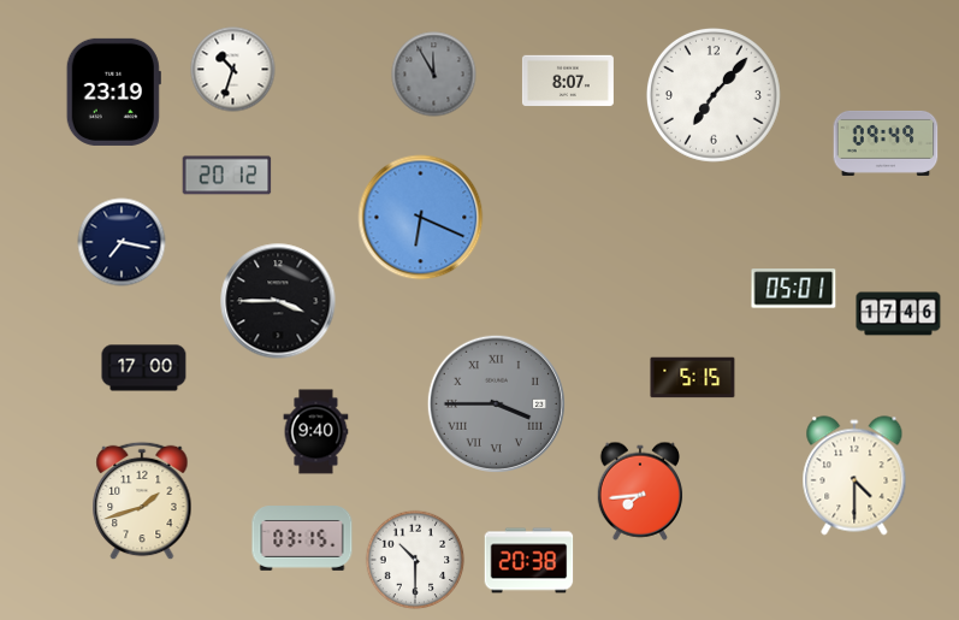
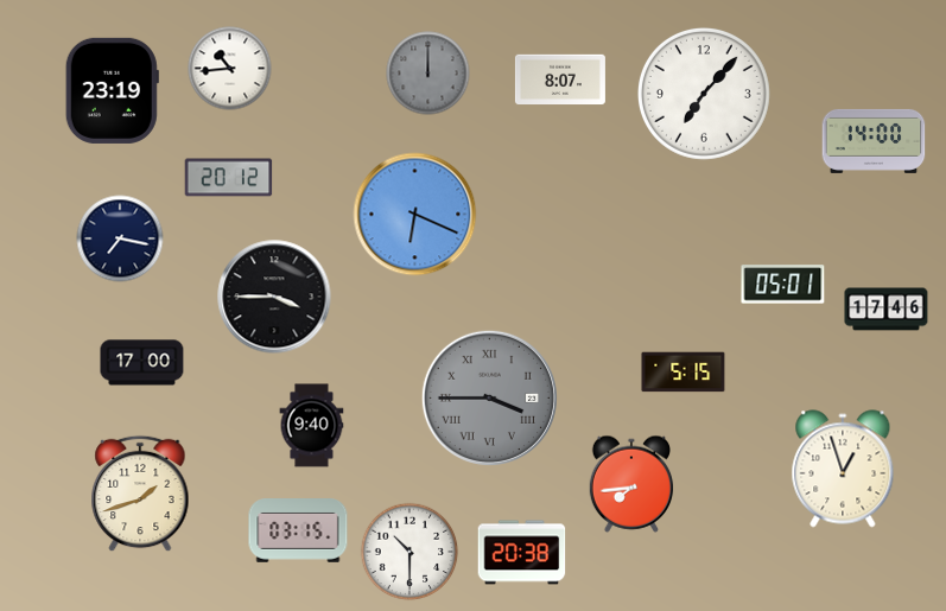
clock at (233, 70): 10:33 -> 10:44
clock at (434, 75): 11:55 -> 12:00
clock at (886, 143): 09:49 -> 14:00
clock at (227, 176) position: (227, 176) -> (229, 178)
clock at (854, 476): 4:30 -> 12:57
